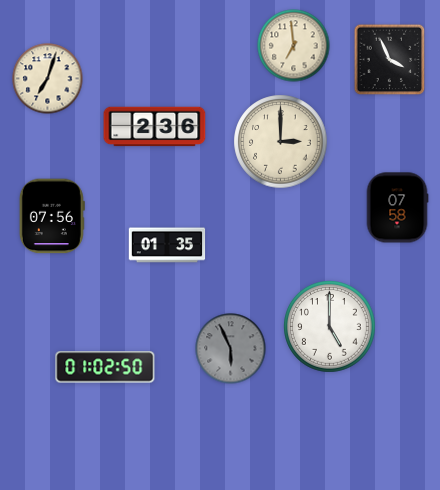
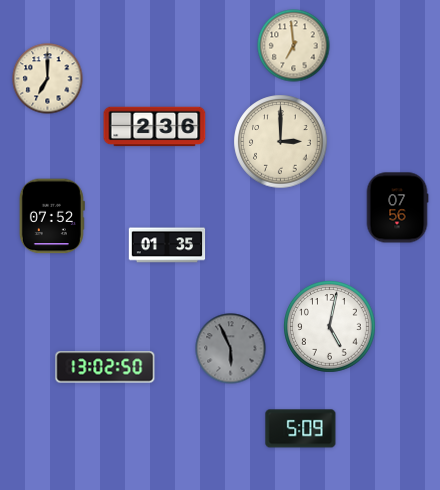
clock at (390, 60): 3:56 -> none
clock at (48, 79): 7:03 -> 7:00
clock at (397, 208): 07:58 -> 07:56
clock at (52, 216): 07:56 -> 07:52
clock at (330, 327): 5:00 -> 5:02
clock at (105, 367): 01:02 -> 13:02
clock at (301, 429): none -> 5:09
